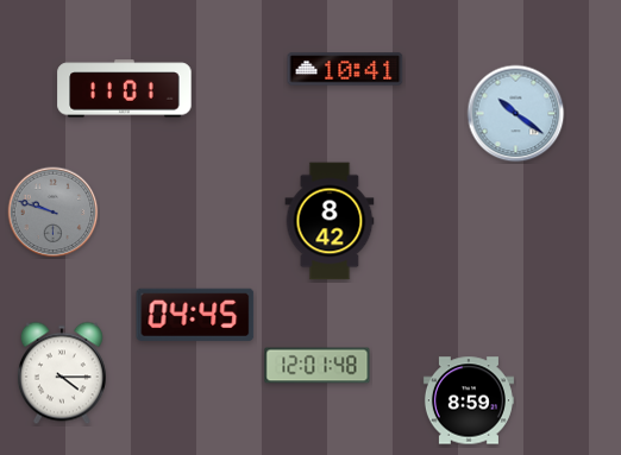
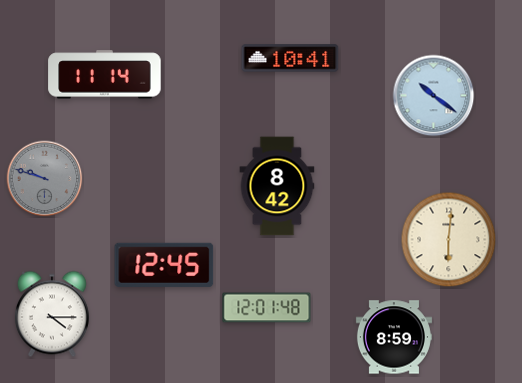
clock at (125, 89): 11:01 -> 11:14
clock at (449, 240): none -> 6:01
clock at (195, 315): 04:45 -> 12:45
